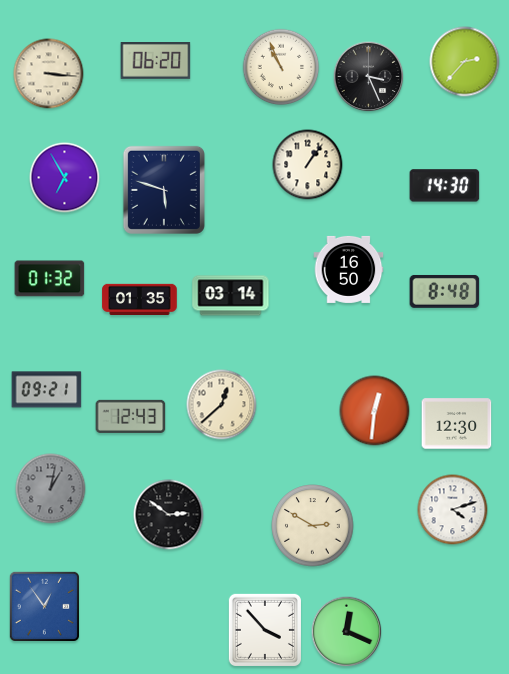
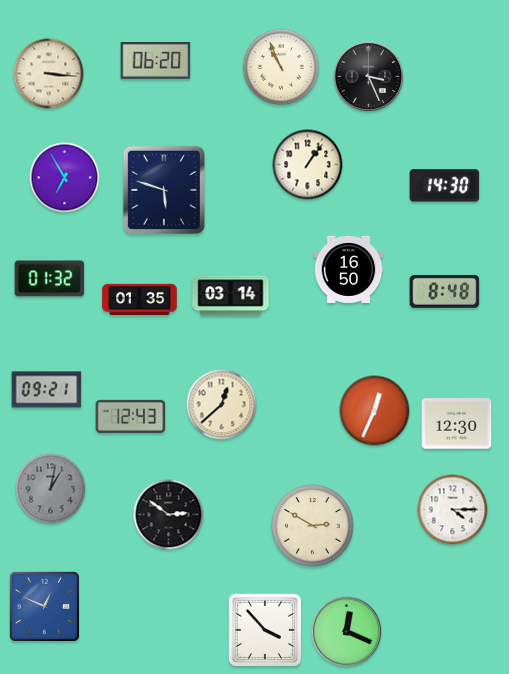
clock at (465, 62): 2:37 -> none
clock at (375, 411): 12:31 -> 12:34
clock at (453, 510): 4:12 -> 4:15
clock at (44, 606): 12:54 -> 12:49
